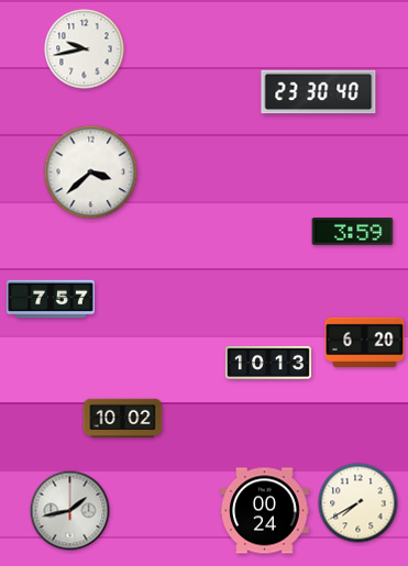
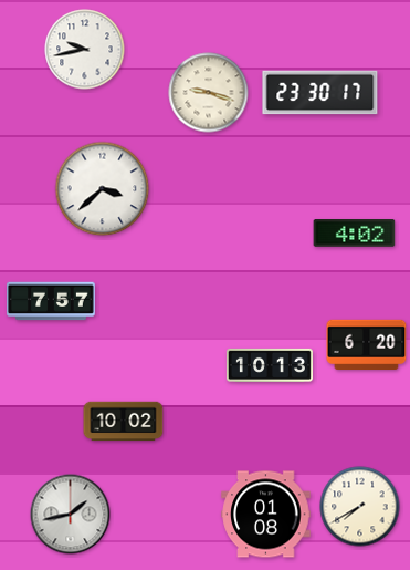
clock at (209, 93): none -> 9:18
clock at (319, 92): 23:30:40 -> 23:30:17
clock at (91, 173) position: (91, 173) -> (103, 189)
clock at (353, 232): 3:59 -> 4:02
clock at (265, 511): 00:24 -> 01:08
